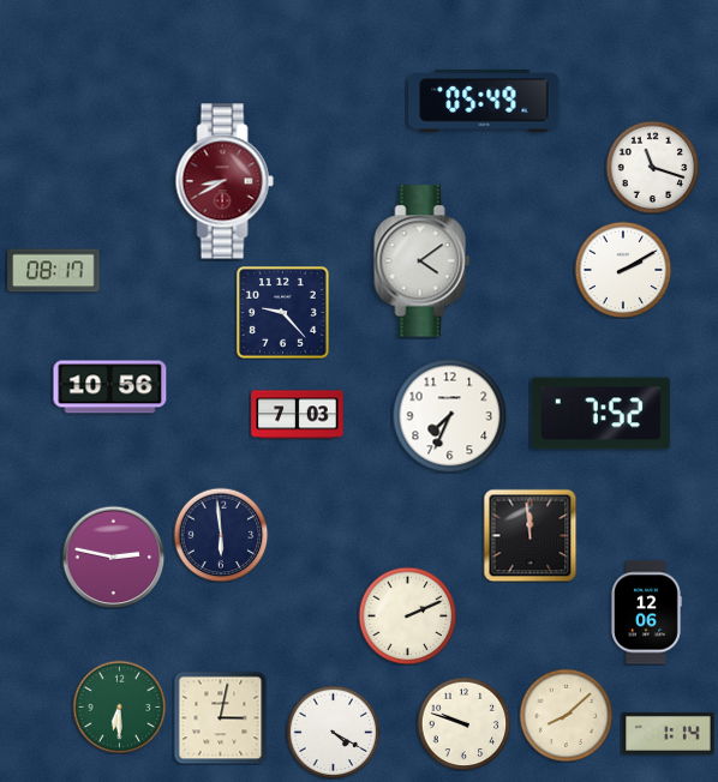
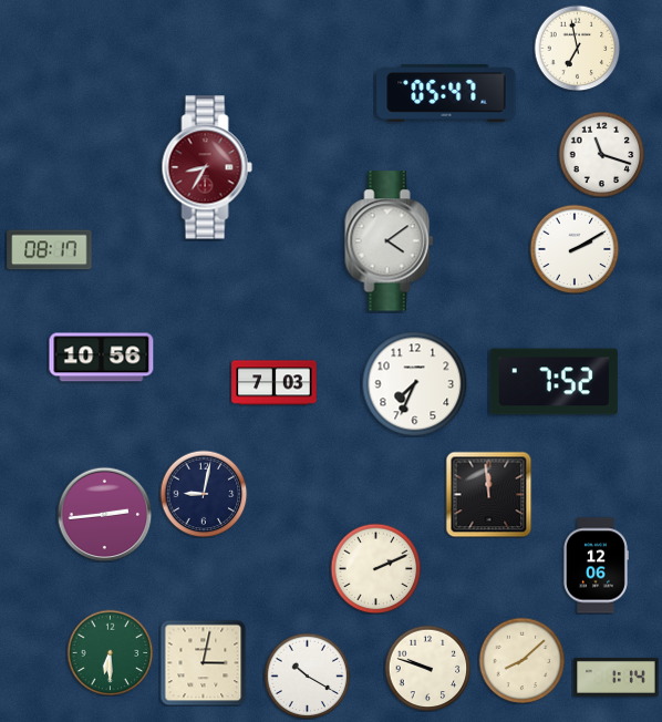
clock at (577, 48): none -> 6:58
clock at (484, 101): 05:49 -> 05:47
clock at (225, 181): 8:40 -> 8:35
clock at (283, 313): 9:23 -> none
clock at (221, 535): 5:59 -> 9:02
clock at (113, 557): 2:47 -> 2:44
clock at (333, 732): 4:20 -> 10:20
